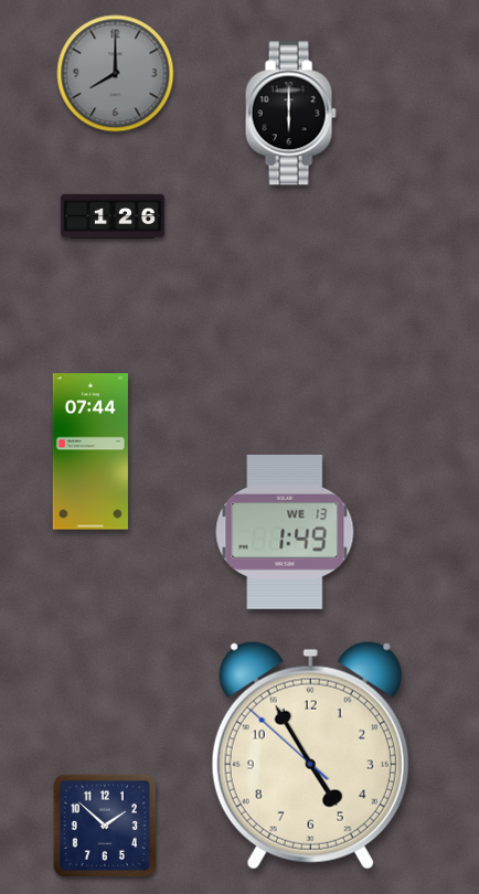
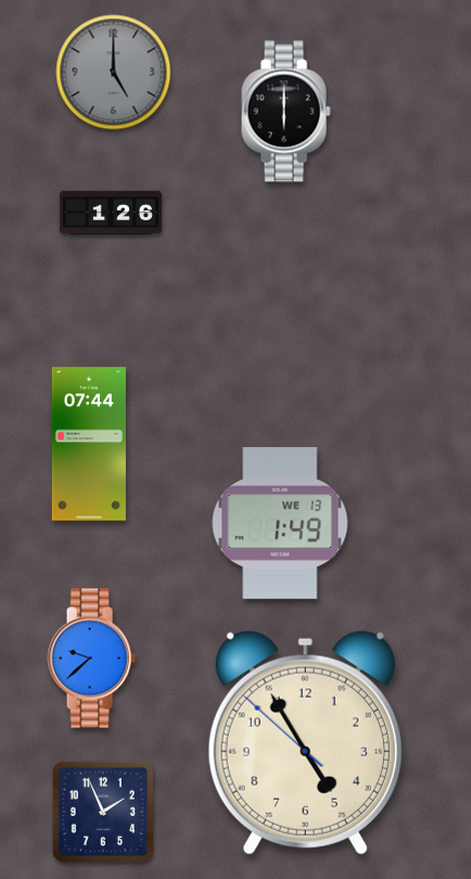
clock at (116, 74): 8:00 -> 5:00
clock at (91, 659): none -> 9:38
clock at (105, 826): 1:52 -> 1:56
